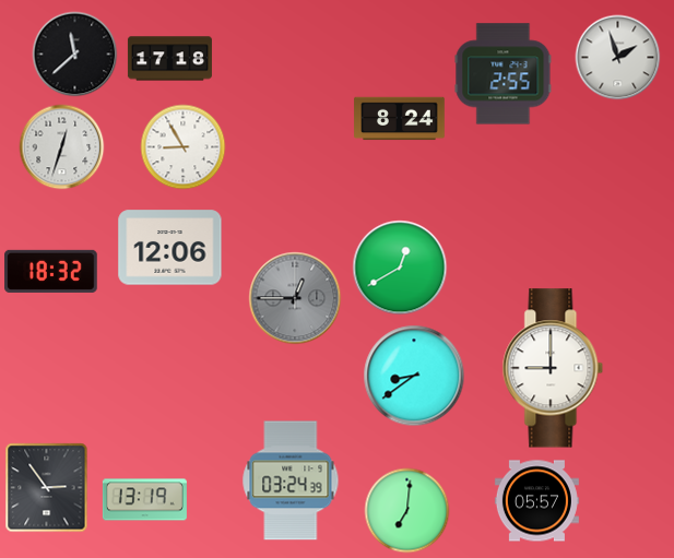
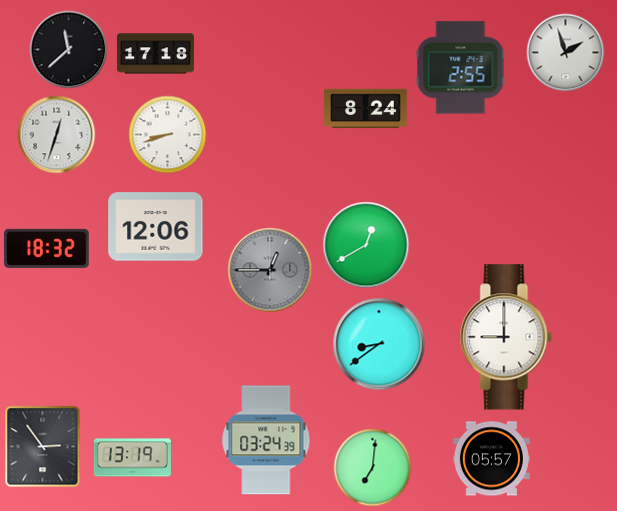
clock at (182, 146): 8:55 -> 8:42
clock at (295, 298) position: (295, 298) -> (270, 270)
